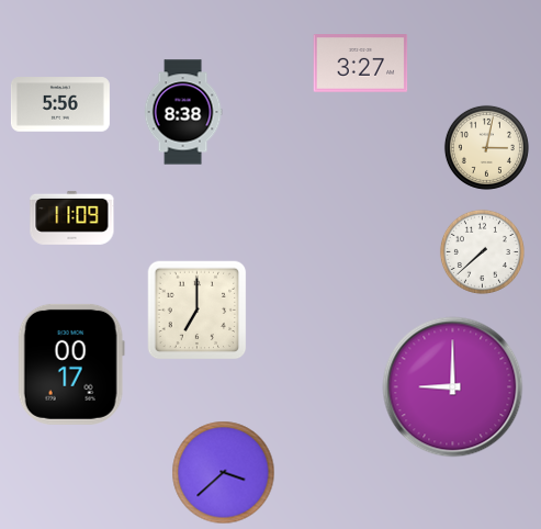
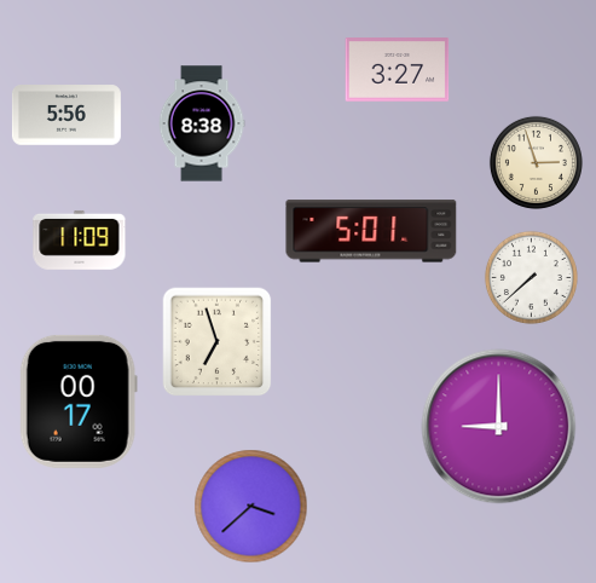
clock at (486, 147): 3:02 -> 2:57
clock at (371, 231): none -> 5:01
clock at (198, 311): 7:00 -> 6:57
clock at (224, 473) position: (224, 473) -> (251, 507)
